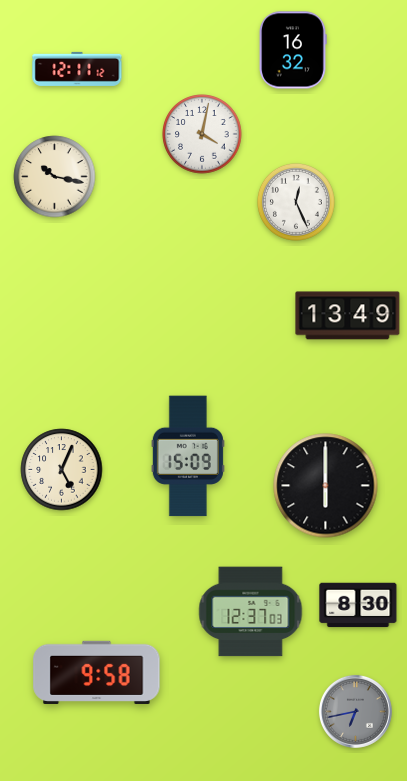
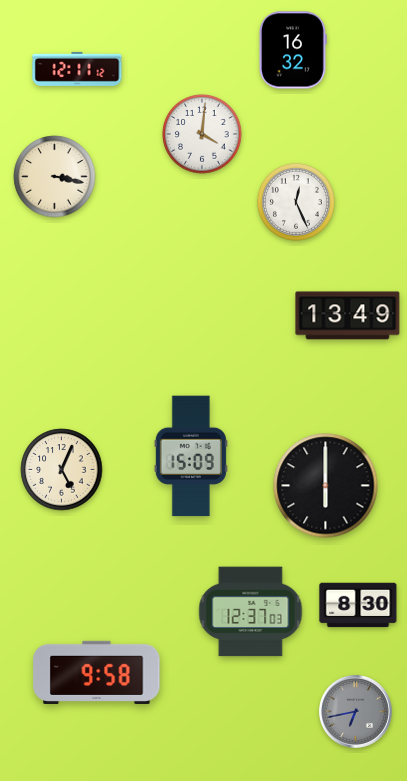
clock at (202, 134): 4:02 -> 4:01
clock at (55, 177): 10:17 -> 3:17
clock at (188, 456) position: (188, 456) -> (191, 456)
